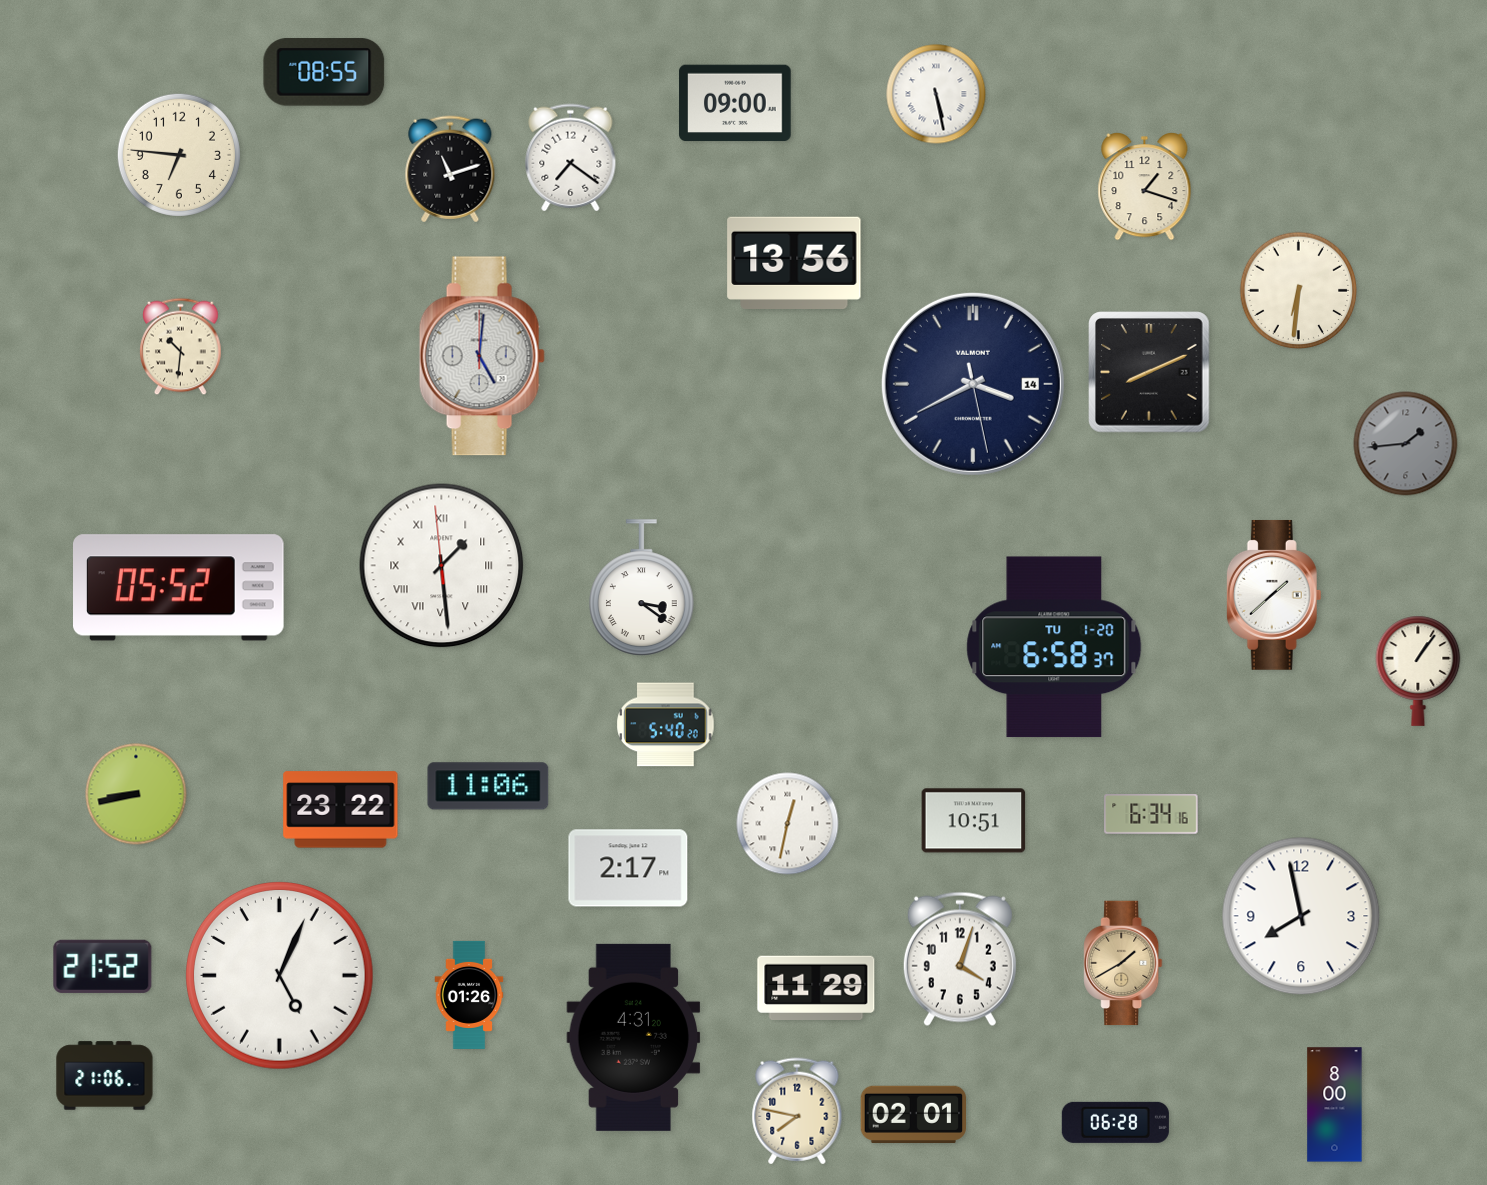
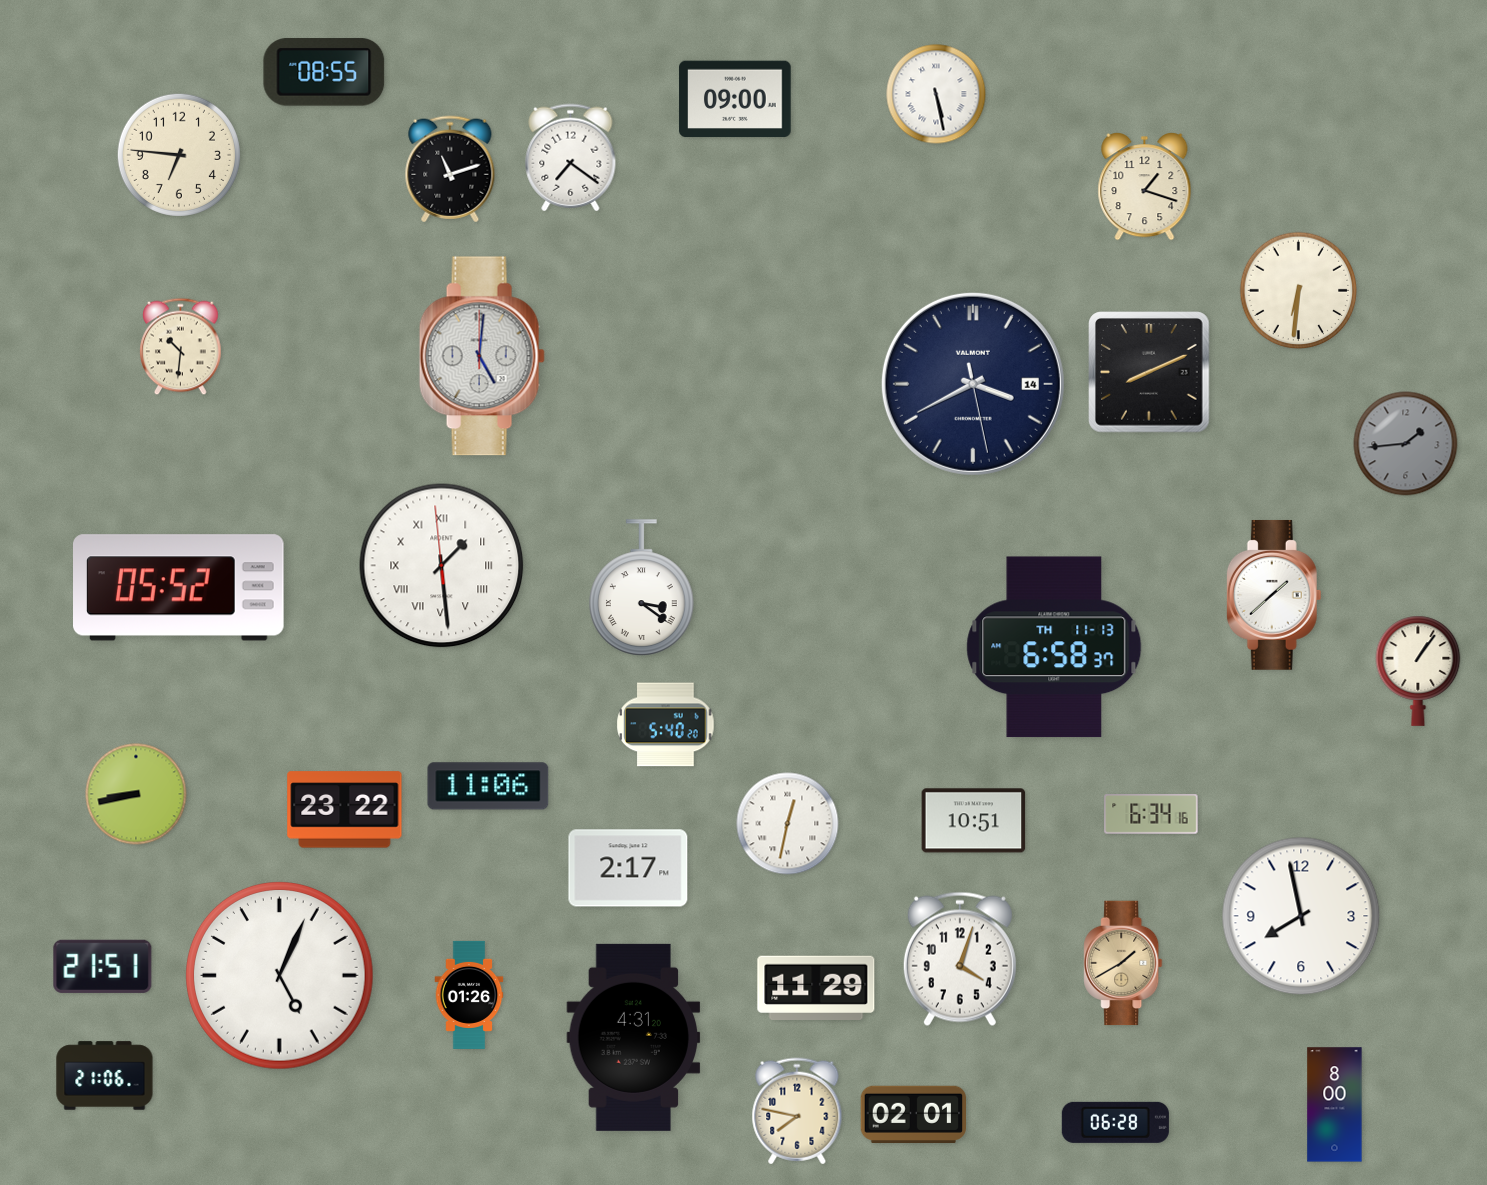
clock at (735, 103) position: (735, 103) -> (735, 99)
clock at (794, 263): 13:56 -> none
clock at (1054, 647) date: TU 1-20 -> TH 11-13
clock at (341, 810) position: (341, 810) -> (345, 810)
clock at (103, 966): 21:52 -> 21:51
